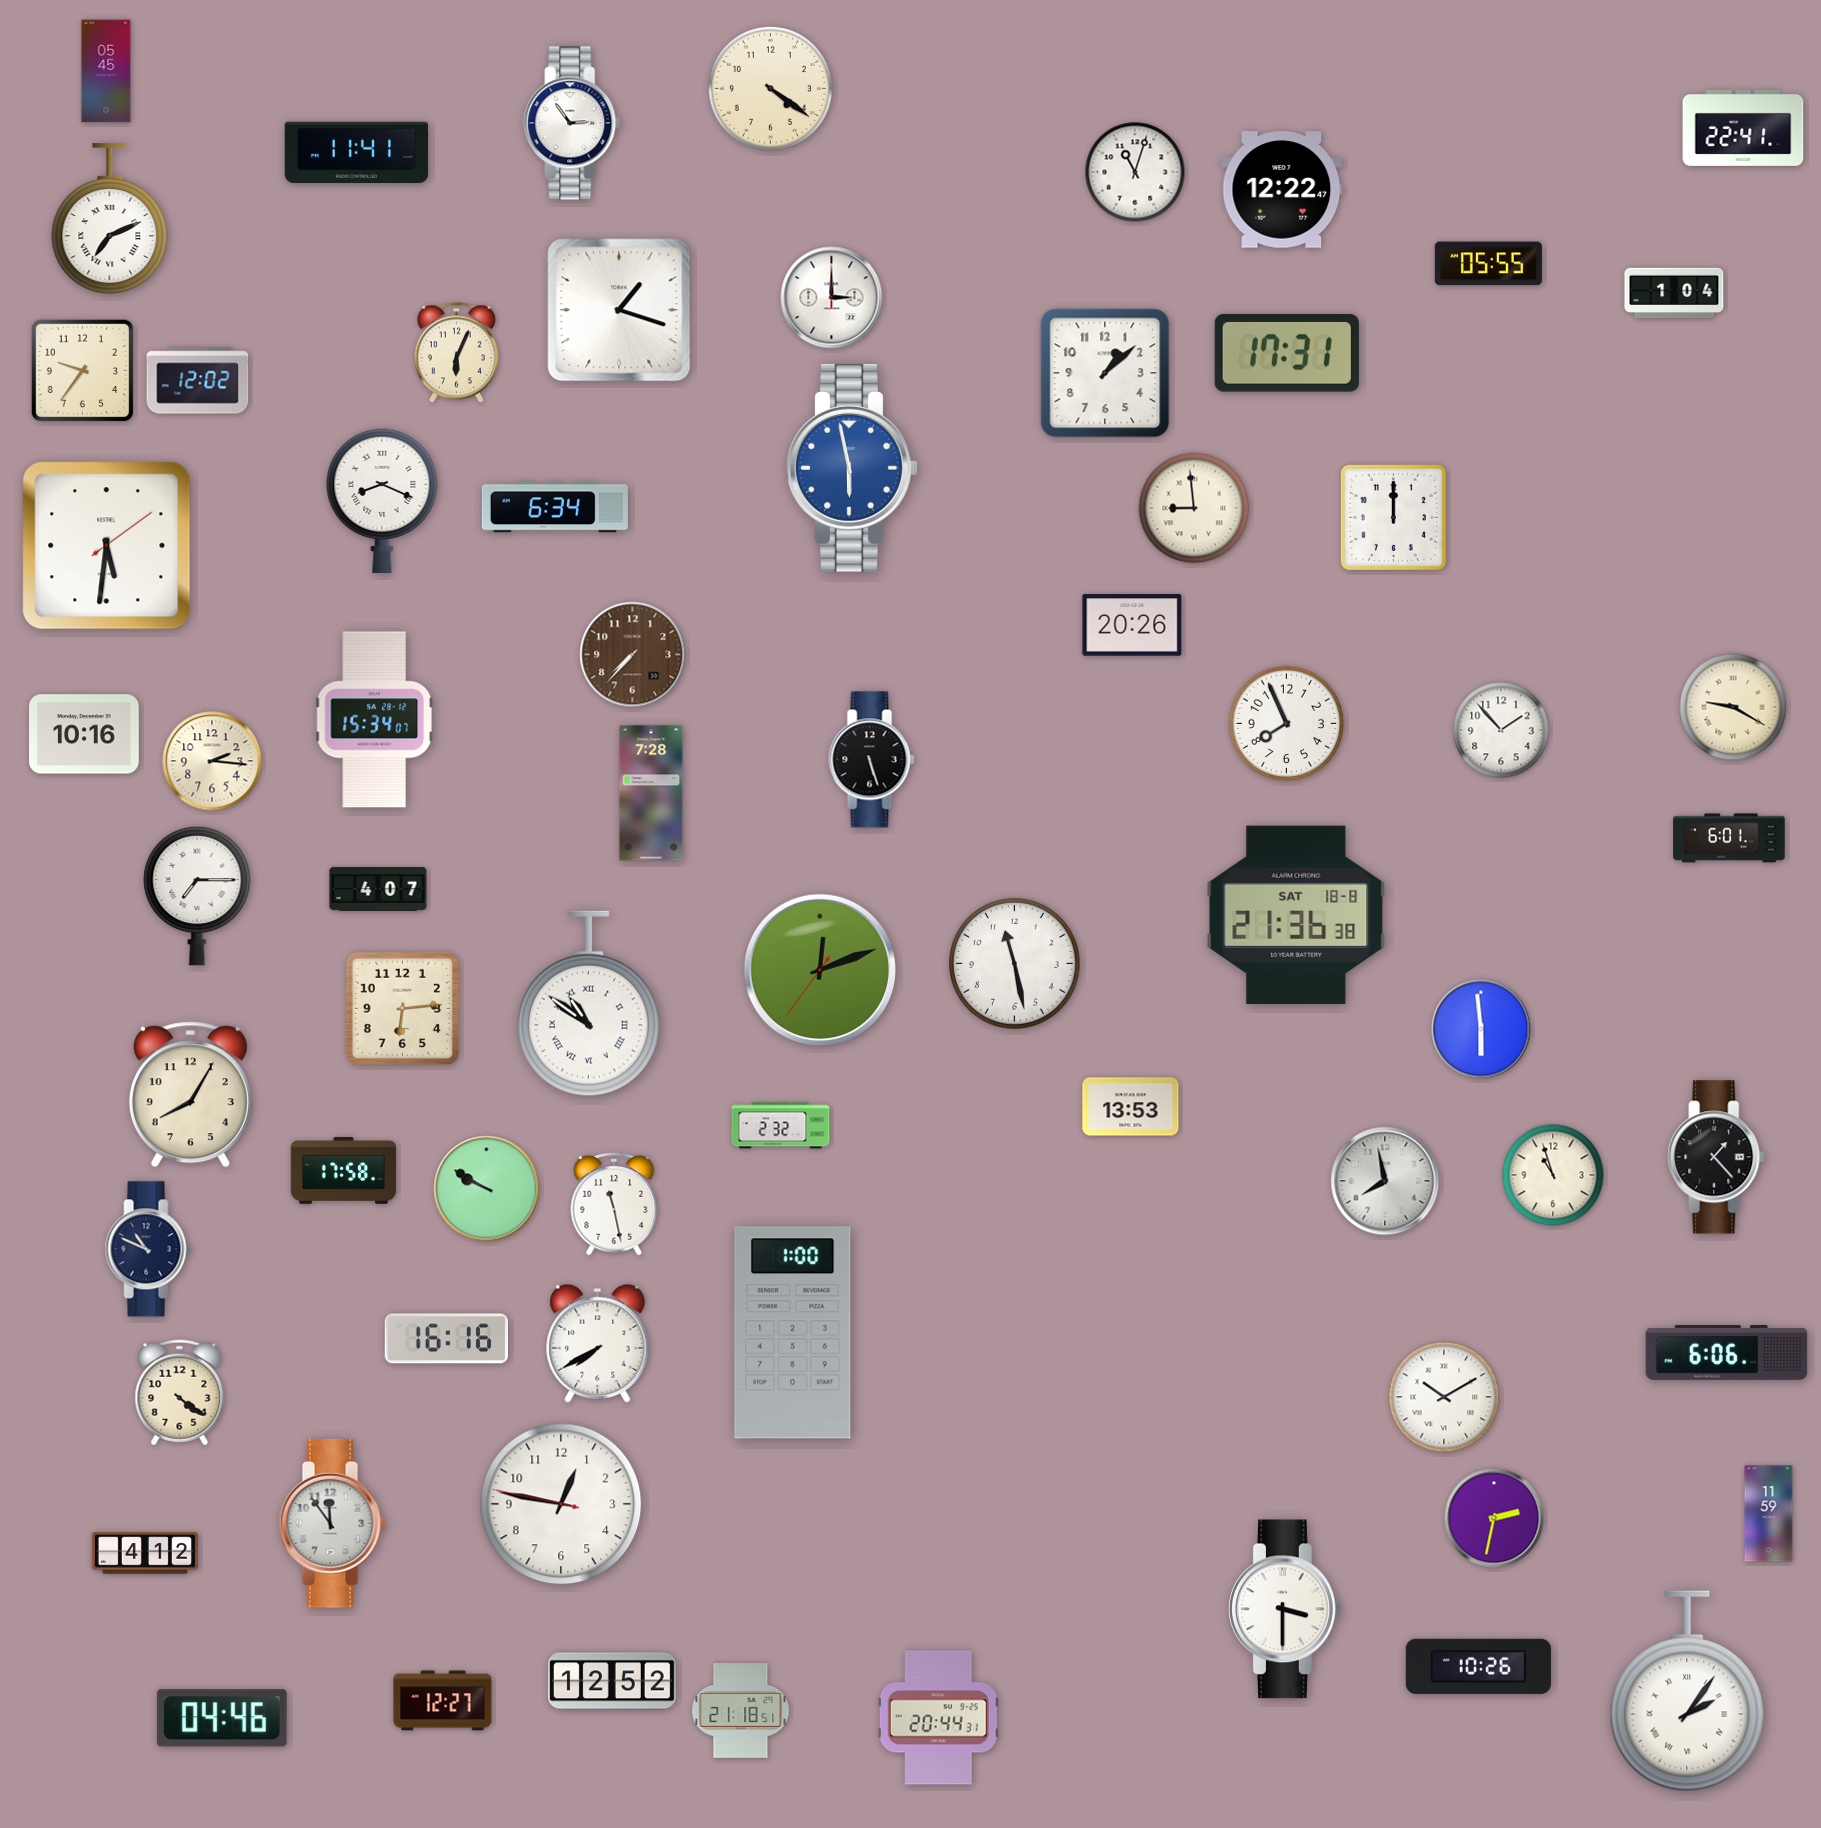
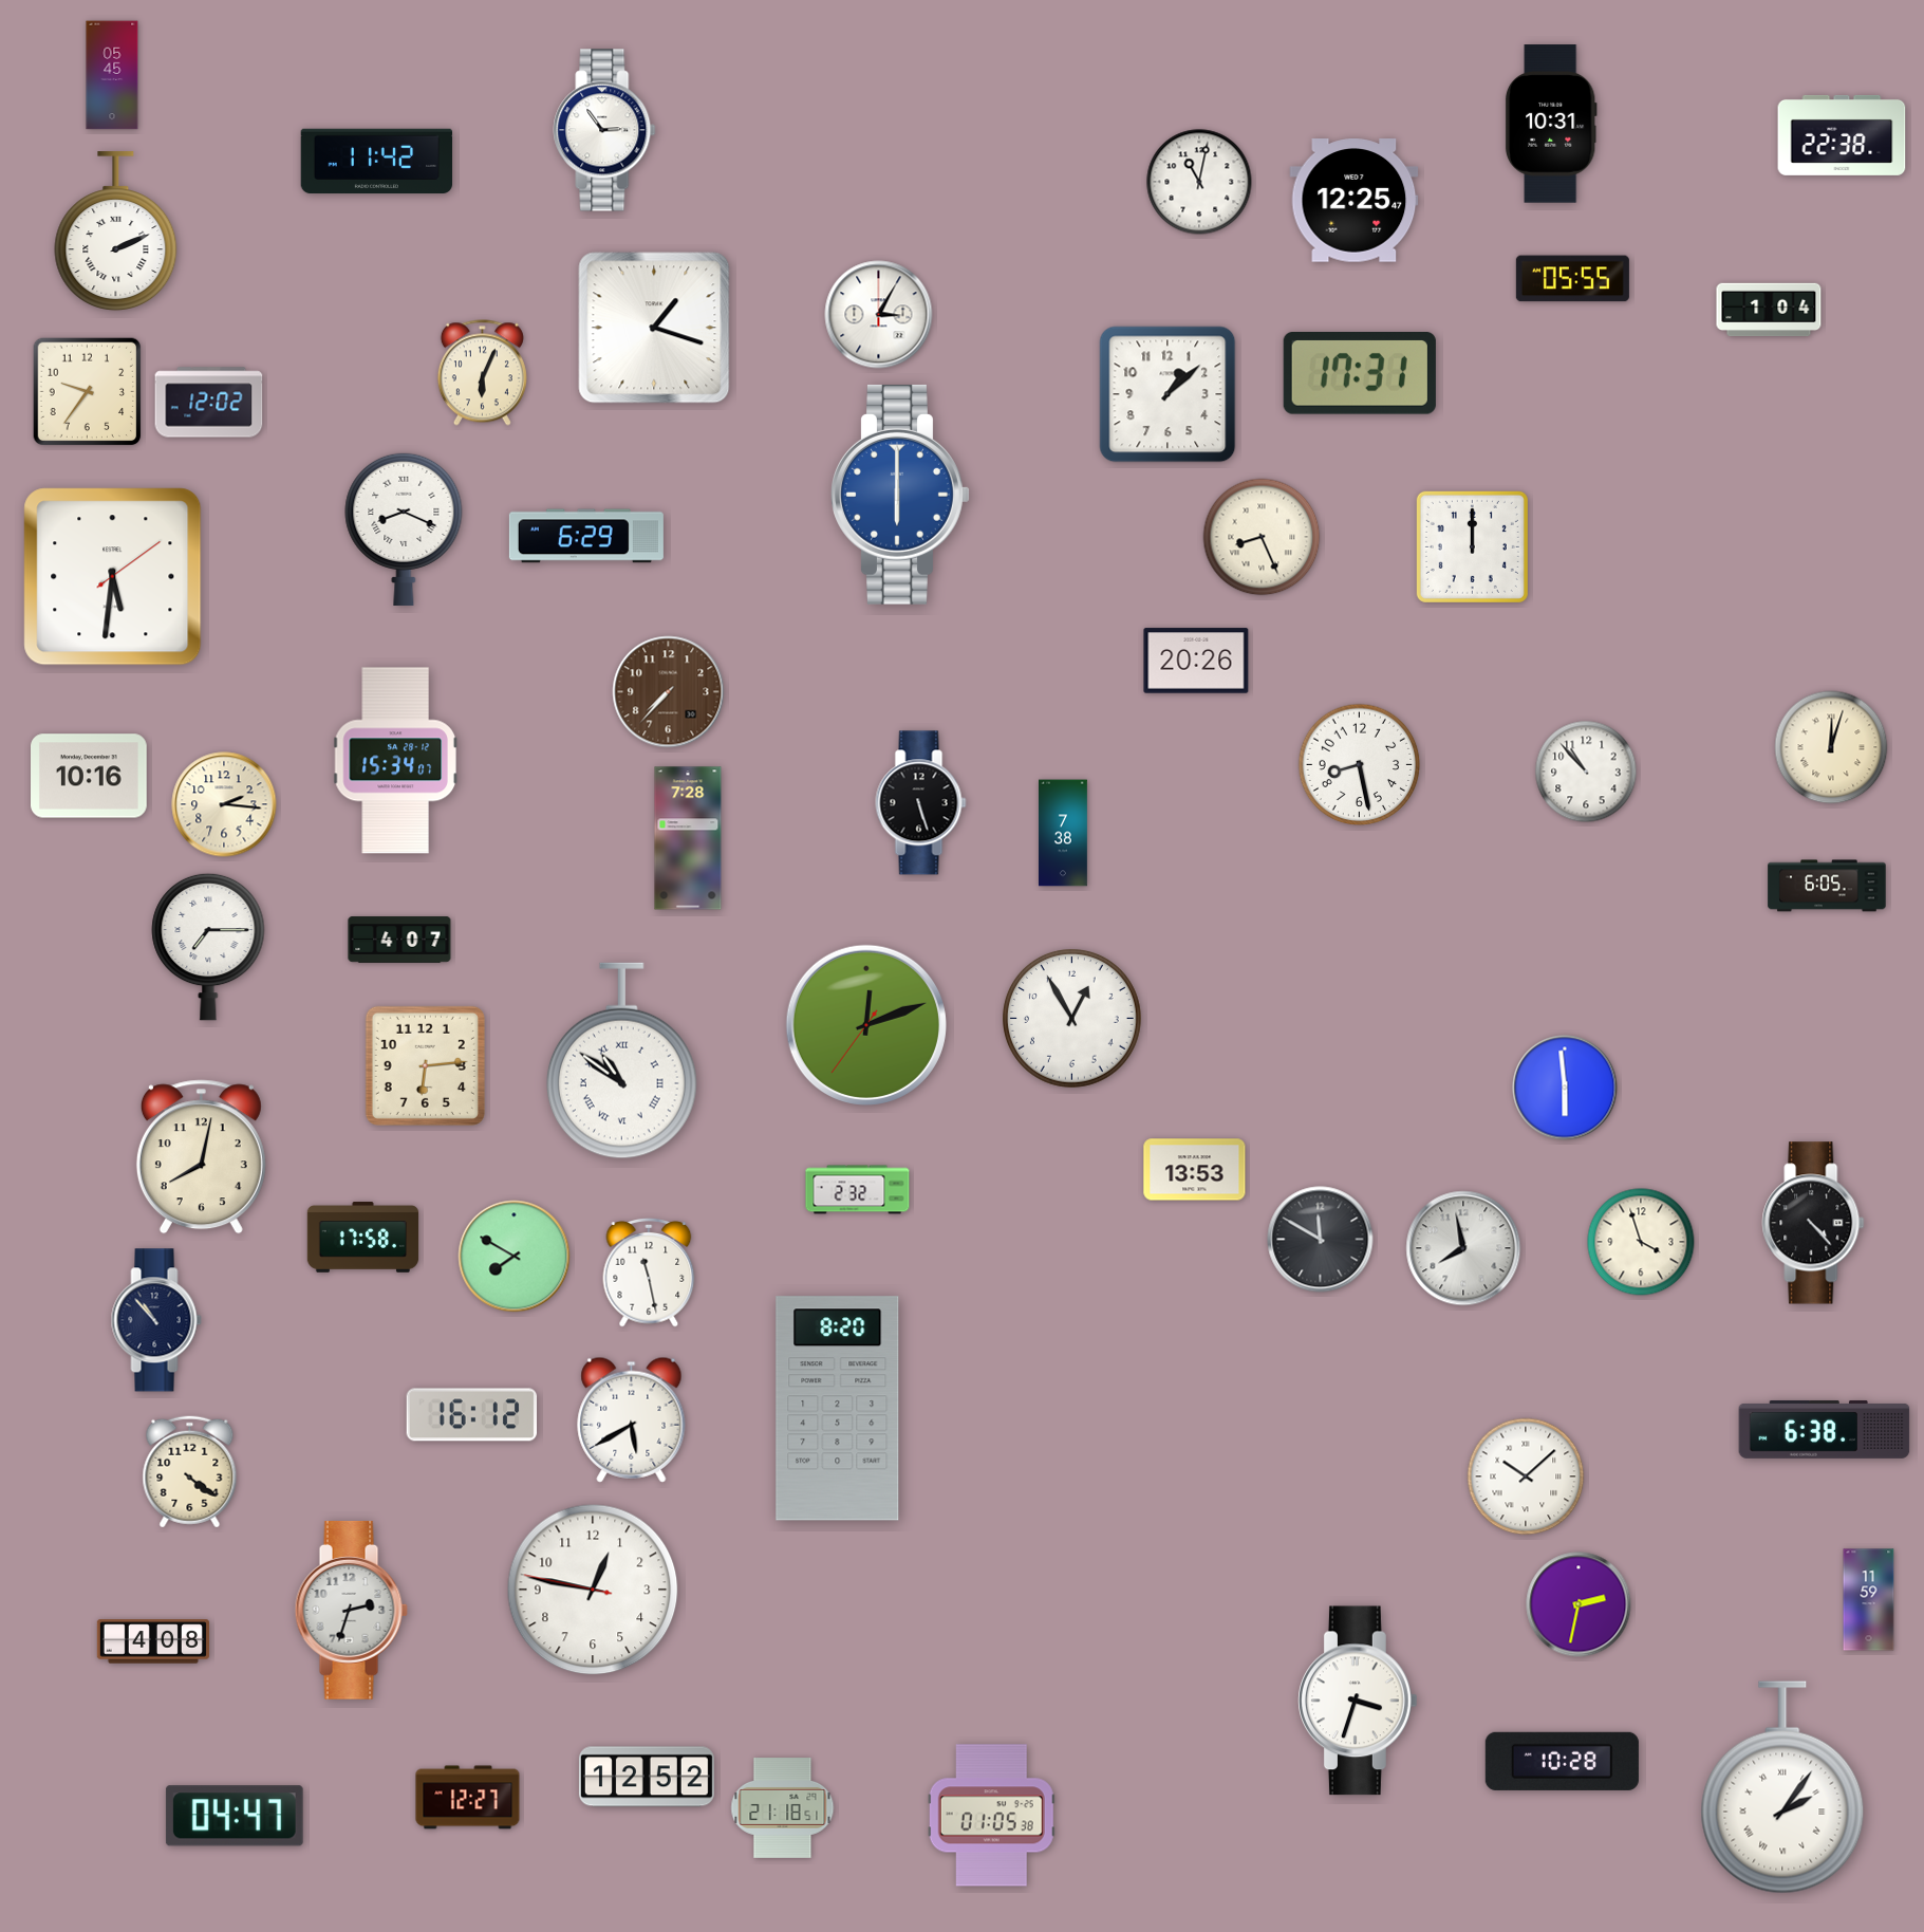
clock at (770, 88): 4:21 -> none
clock at (1551, 124): none -> 10:31
clock at (1743, 128): 22:41 -> 22:38
clock at (357, 153): 11:41 -> 11:42
clock at (1135, 172): 11:03 -> 11:02
clock at (1282, 190): 12:22 -> 12:25
clock at (110, 218): 7:11 -> 2:11
clock at (832, 298): 3:00 -> 3:05
clock at (852, 468): 5:58 -> 6:00
clock at (555, 507): 6:34 -> 6:29
clock at (1194, 508): 8:59 -> 8:26
clock at (1733, 707): 9:20 -> 12:03
clock at (1287, 724): 7:56 -> 8:28
clock at (1501, 730): 1:53 -> 10:53
clock at (1064, 833): none -> 7:38
clock at (1729, 838): 6:01 -> 6:05
clock at (1296, 915): 21:36 -> none
clock at (1015, 964): 11:28 -> 12:55
clock at (190, 1095): 8:05 -> 8:02
clock at (781, 1126) position: (781, 1126) -> (858, 1190)
clock at (1716, 1157): 1:23 -> 4:23
clock at (1321, 1240): none -> 11:50
clock at (1553, 1175): 10:57 -> 3:57
clock at (487, 1189): 9:50 -> 7:50
clock at (148, 1249): 10:49 -> 10:53
clock at (793, 1333): 1:00 -> 8:20
clock at (447, 1339): 16:16 -> 16:12
clock at (598, 1343): 7:40 -> 5:40
clock at (1727, 1353): 6:06 -> 6:38
clock at (1444, 1397): 10:10 -> 10:08
clock at (332, 1524): 11:54 -> 2:33
clock at (145, 1553): 4:12 -> 4:08
clock at (1285, 1609): 3:30 -> 3:33
clock at (1478, 1666): 10:26 -> 10:28
clock at (222, 1718): 04:46 -> 04:47
clock at (938, 1718): 20:44 -> 01:05
